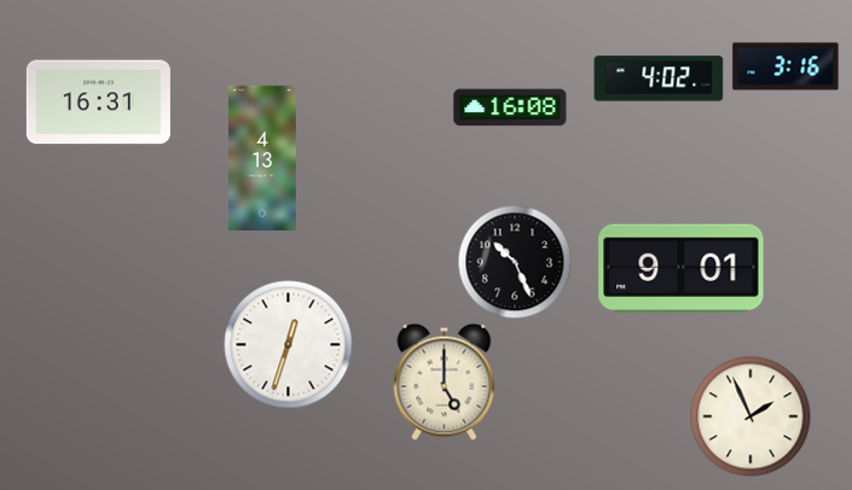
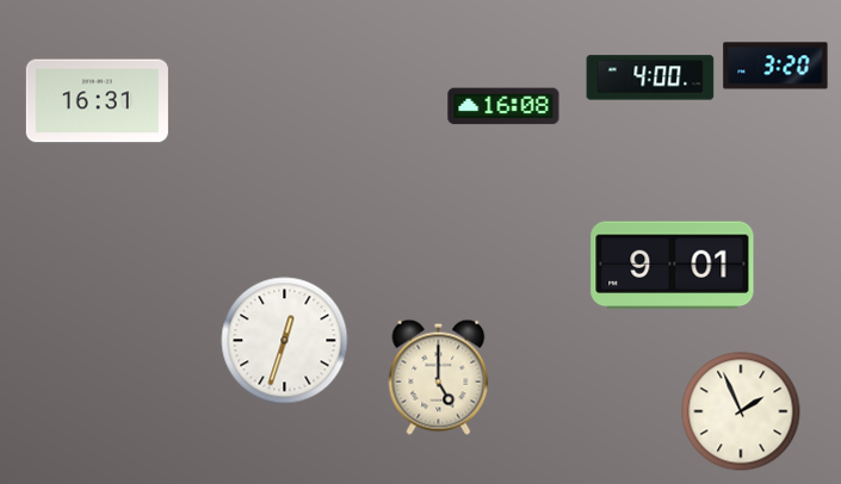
clock at (786, 66): 3:16 -> 3:20
clock at (659, 78): 4:02 -> 4:00
clock at (263, 158): 4:13 -> none
clock at (515, 262): 10:26 -> none
